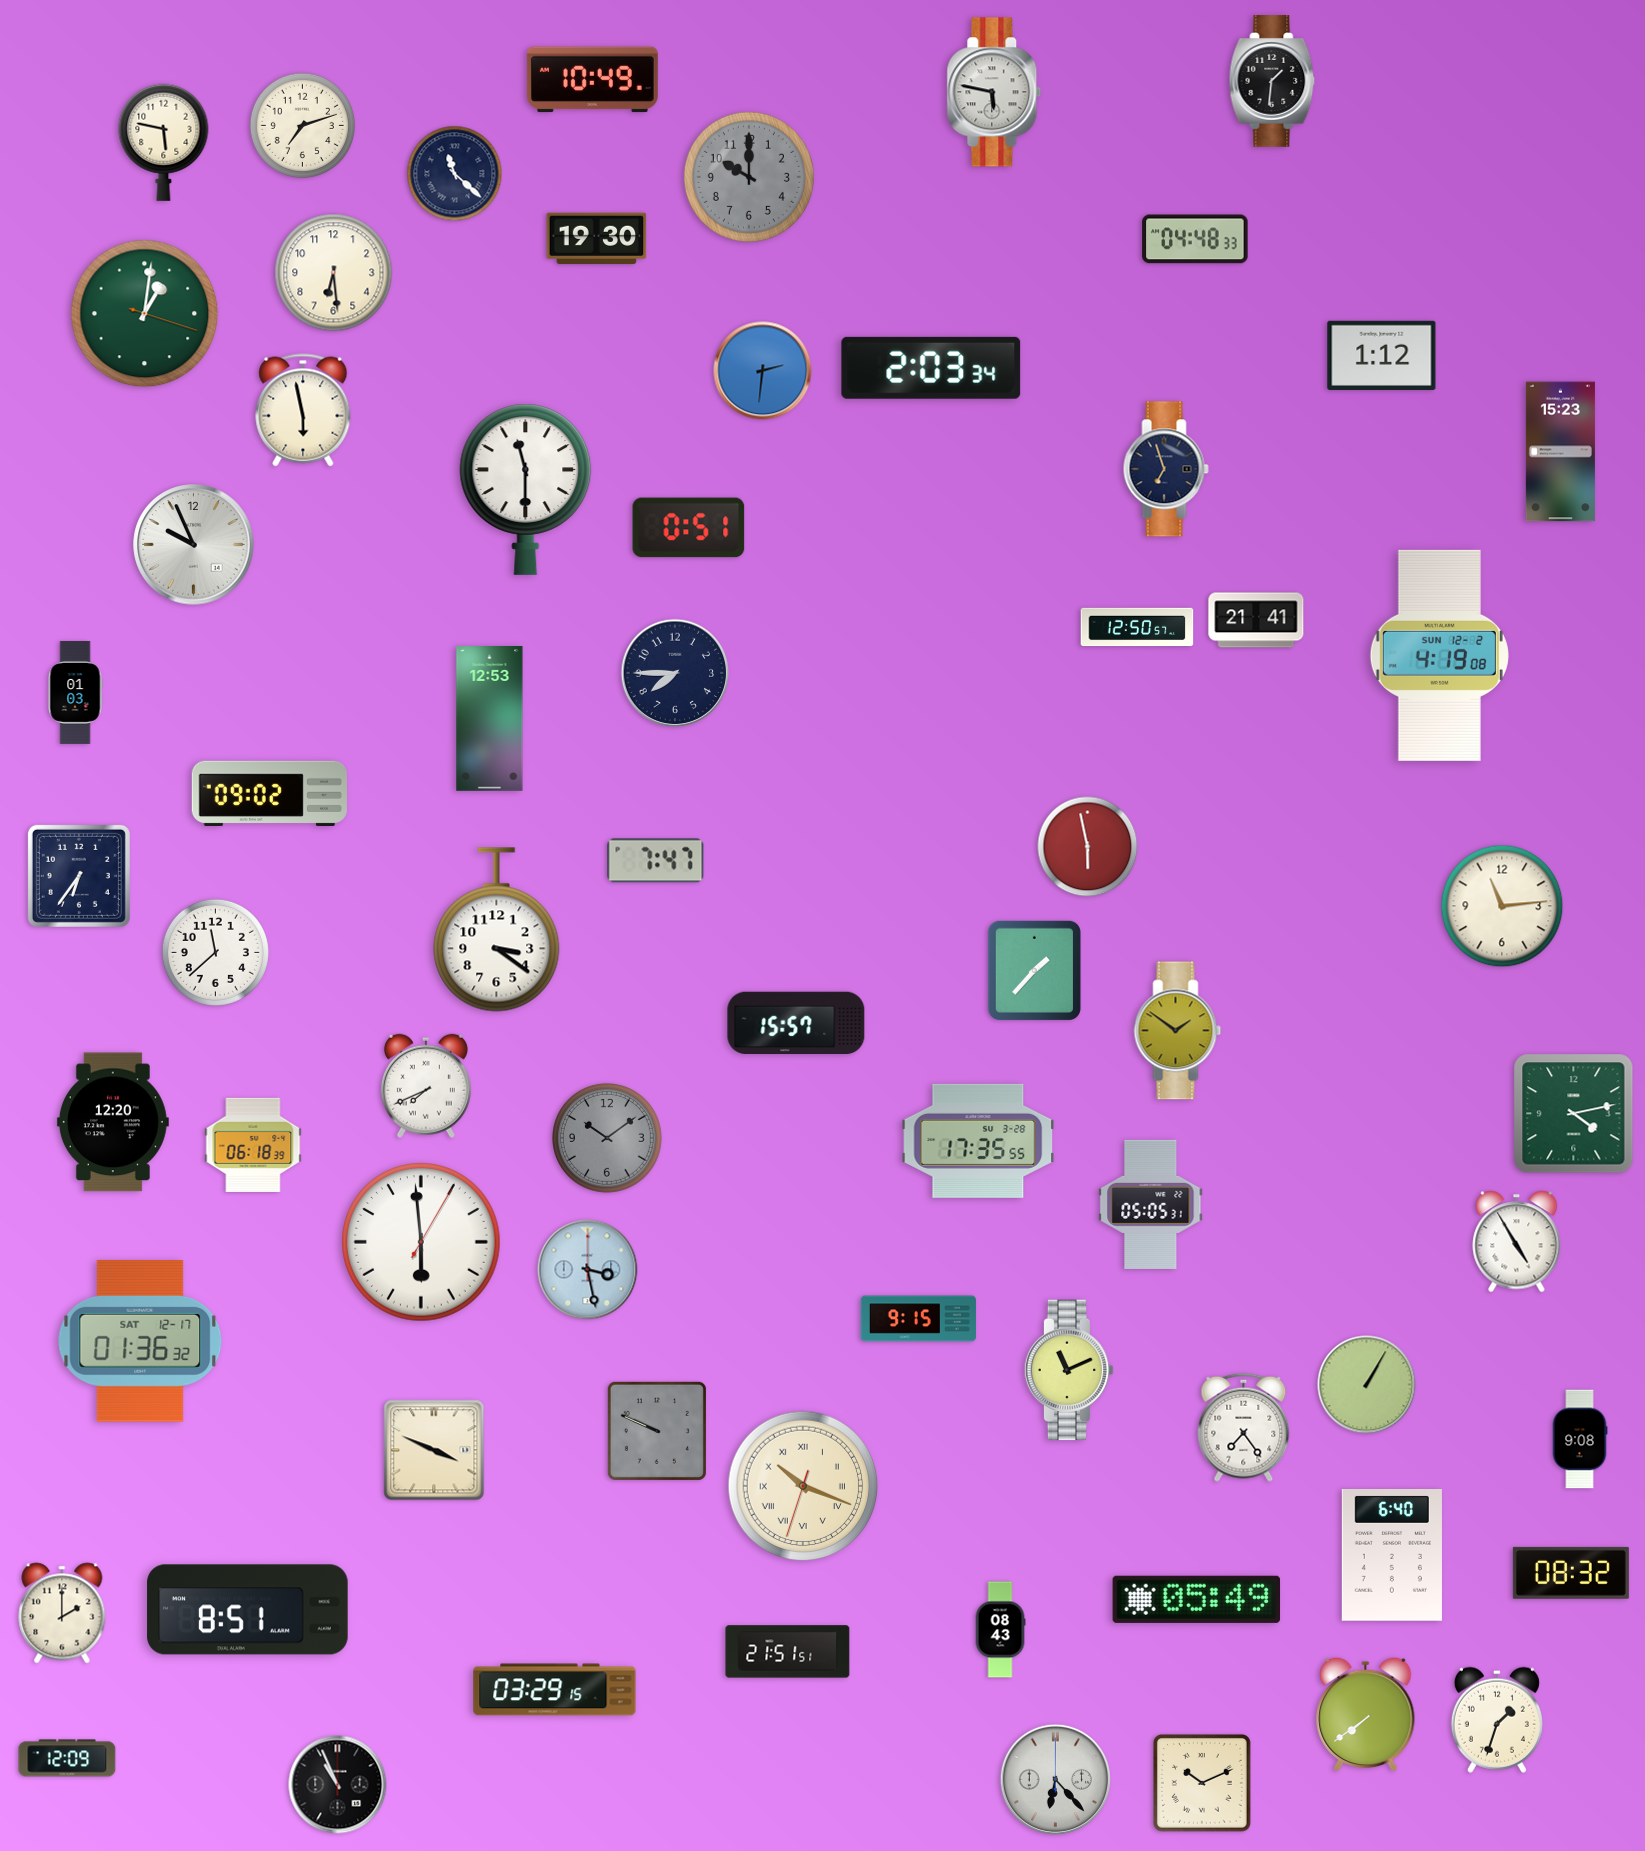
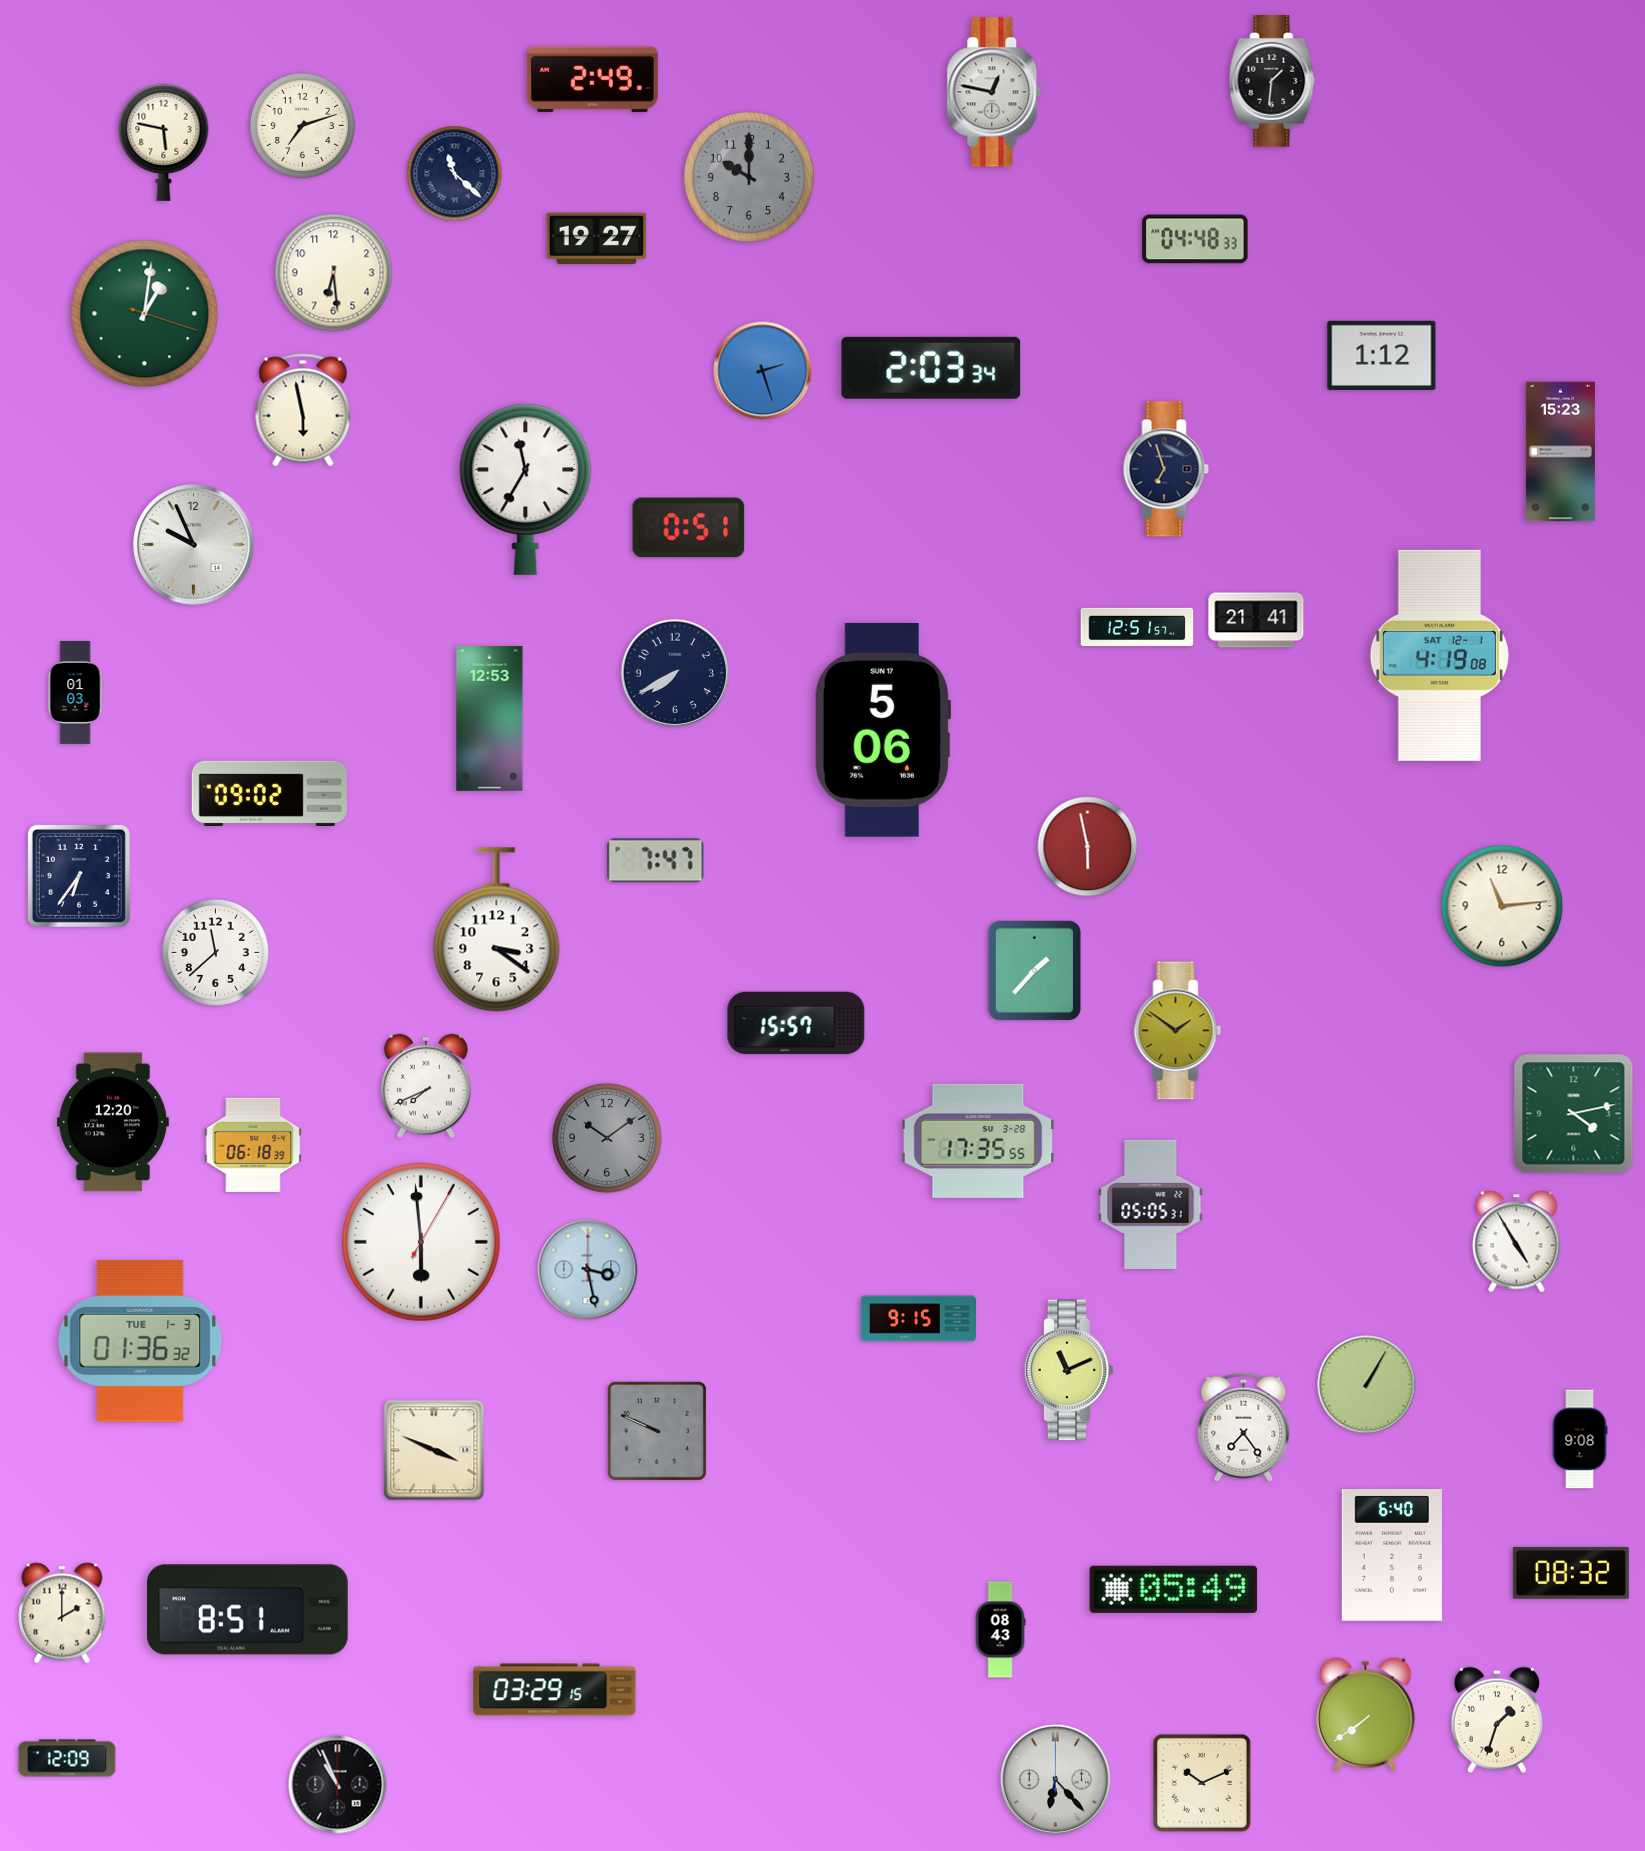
clock at (592, 80): 10:49 -> 2:49
clock at (994, 92): 5:47 -> 12:47
clock at (597, 239): 19:30 -> 19:27
clock at (763, 371): 2:31 -> 2:27
clock at (526, 489): 11:30 -> 11:35
clock at (1137, 627): 12:50 -> 12:51
clock at (1439, 655) date: SUN 12-2 -> SAT 12-1
clock at (675, 673): 7:45 -> 7:40
clock at (883, 730): none -> 5:06
clock at (140, 1341) date: SAT 12-17 -> TUE 1-3
clock at (803, 1486): 10:18 -> none
clock at (1197, 1599) position: (1197, 1599) -> (1174, 1589)
clock at (788, 1652): 21:51 -> none
